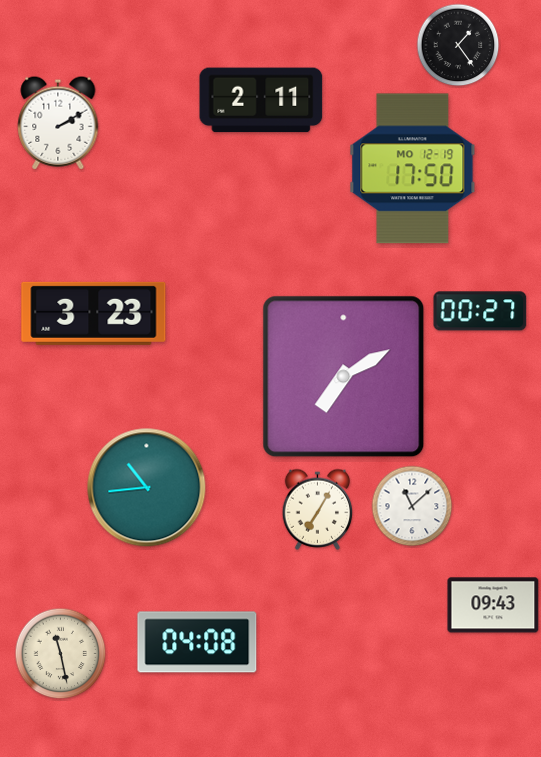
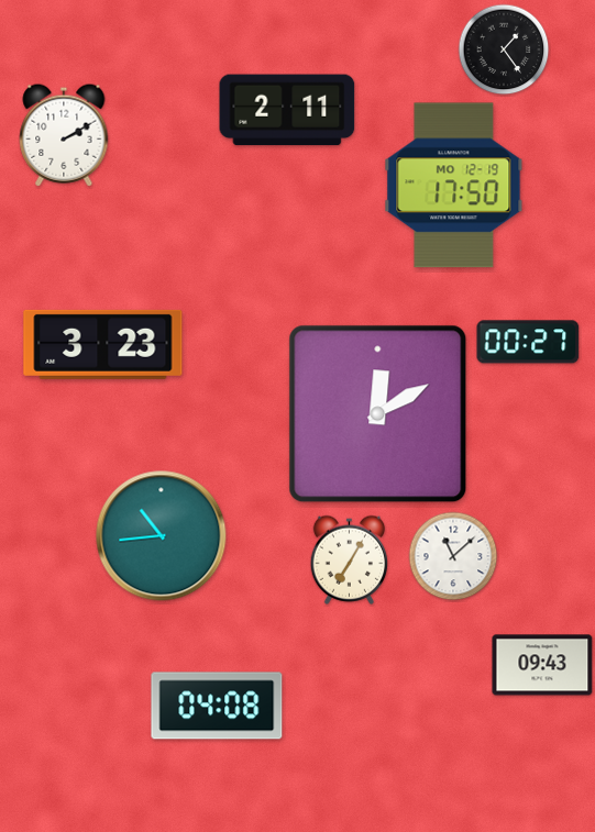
clock at (344, 377): 7:10 -> 12:10
clock at (61, 654): 11:28 -> none
